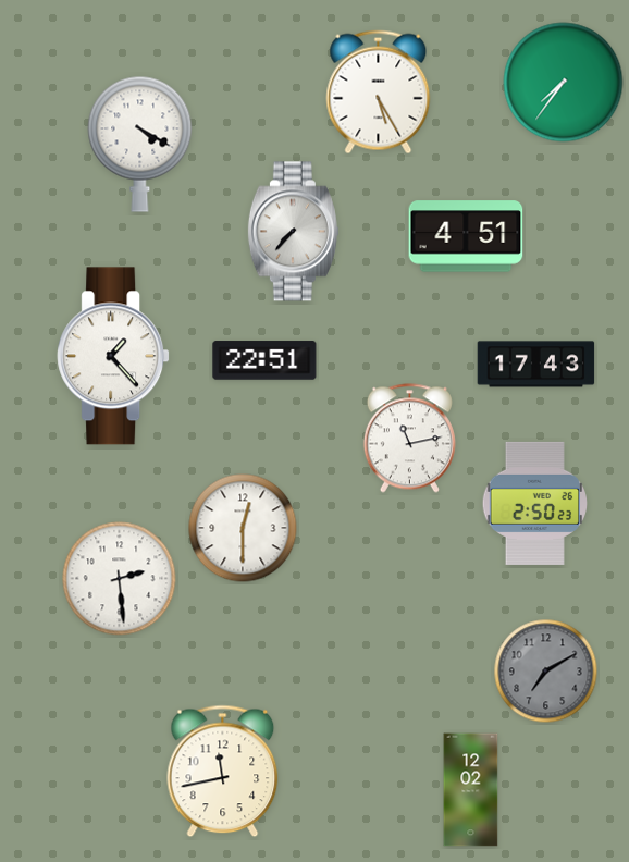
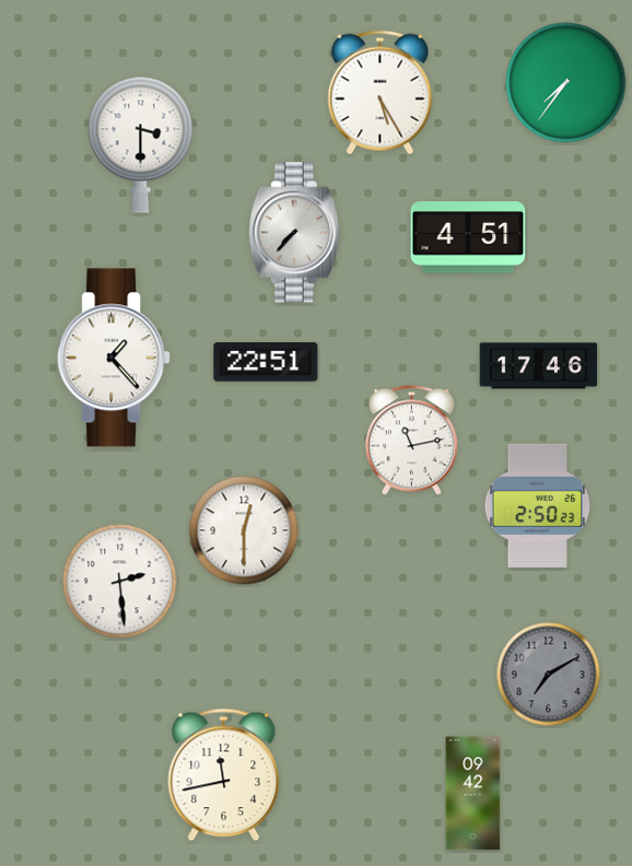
clock at (140, 144): 4:20 -> 3:30
clock at (536, 365): 17:43 -> 17:46
clock at (471, 790): 12:02 -> 09:42
